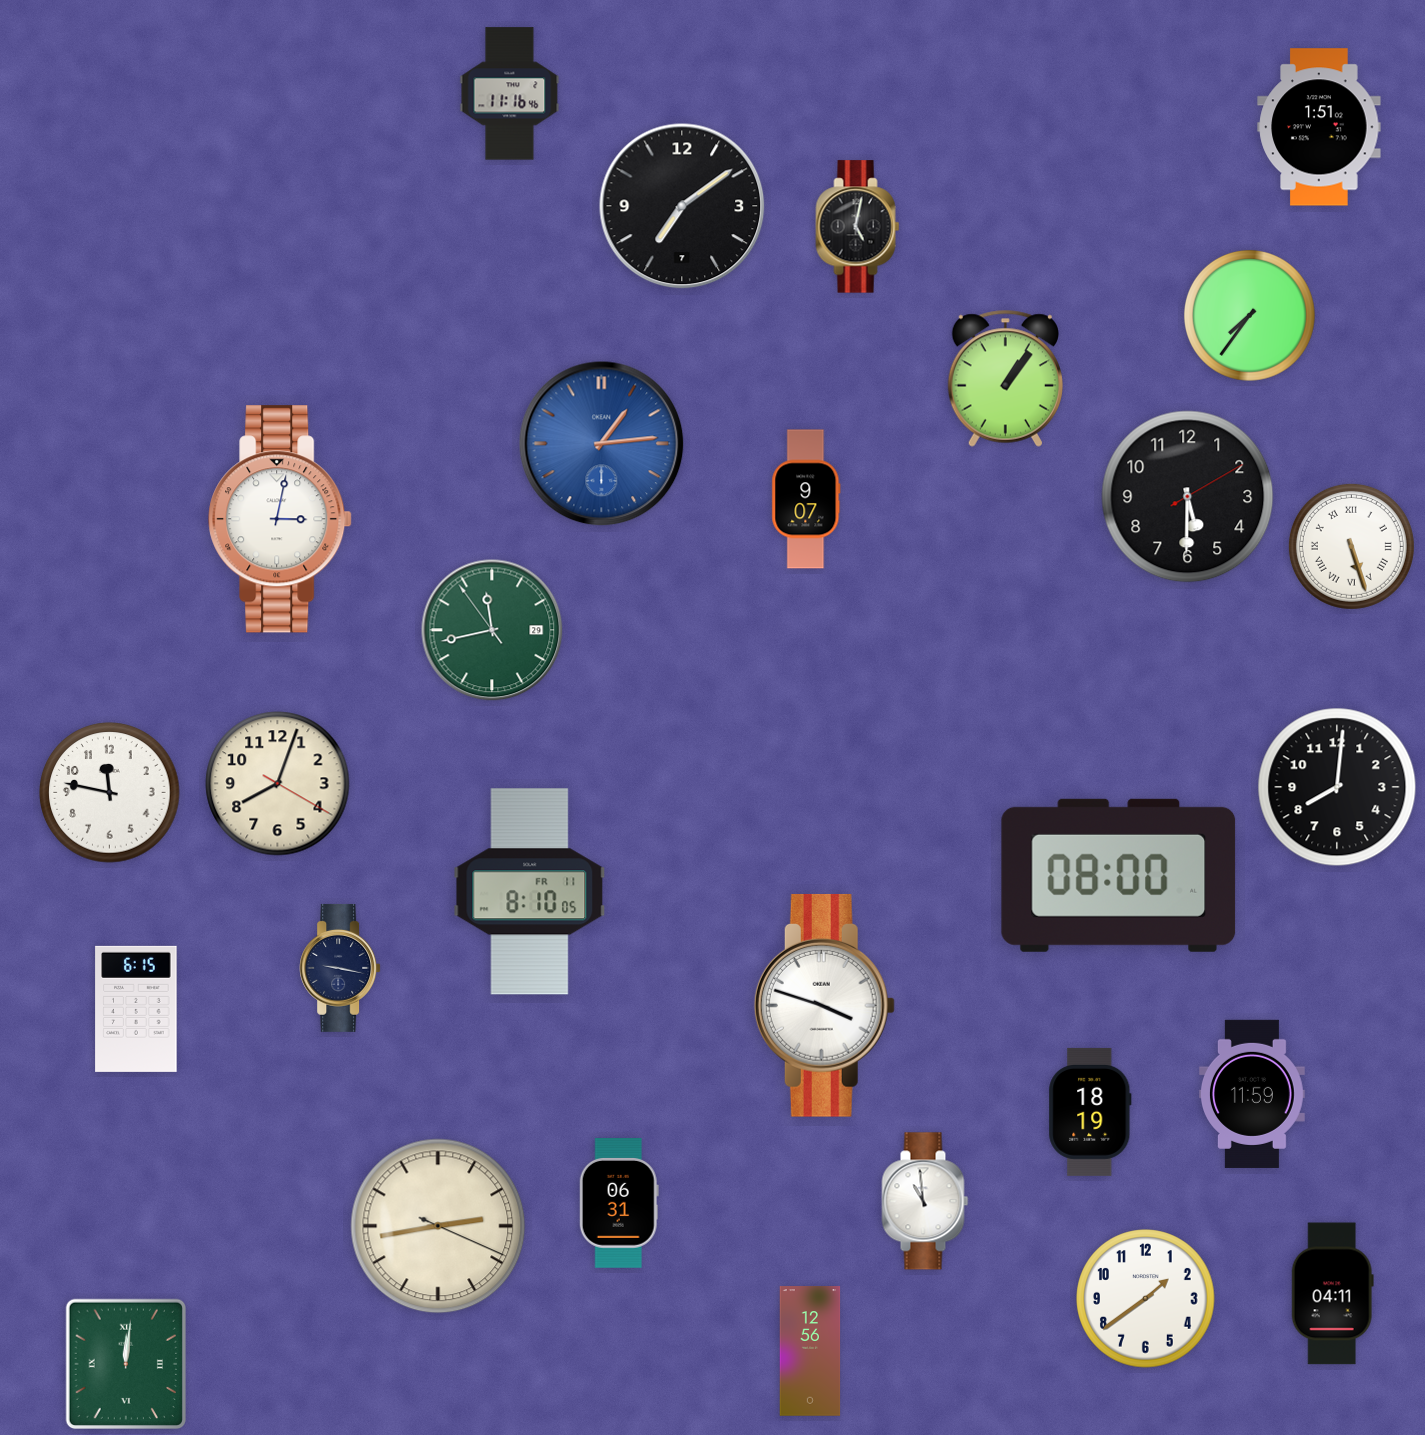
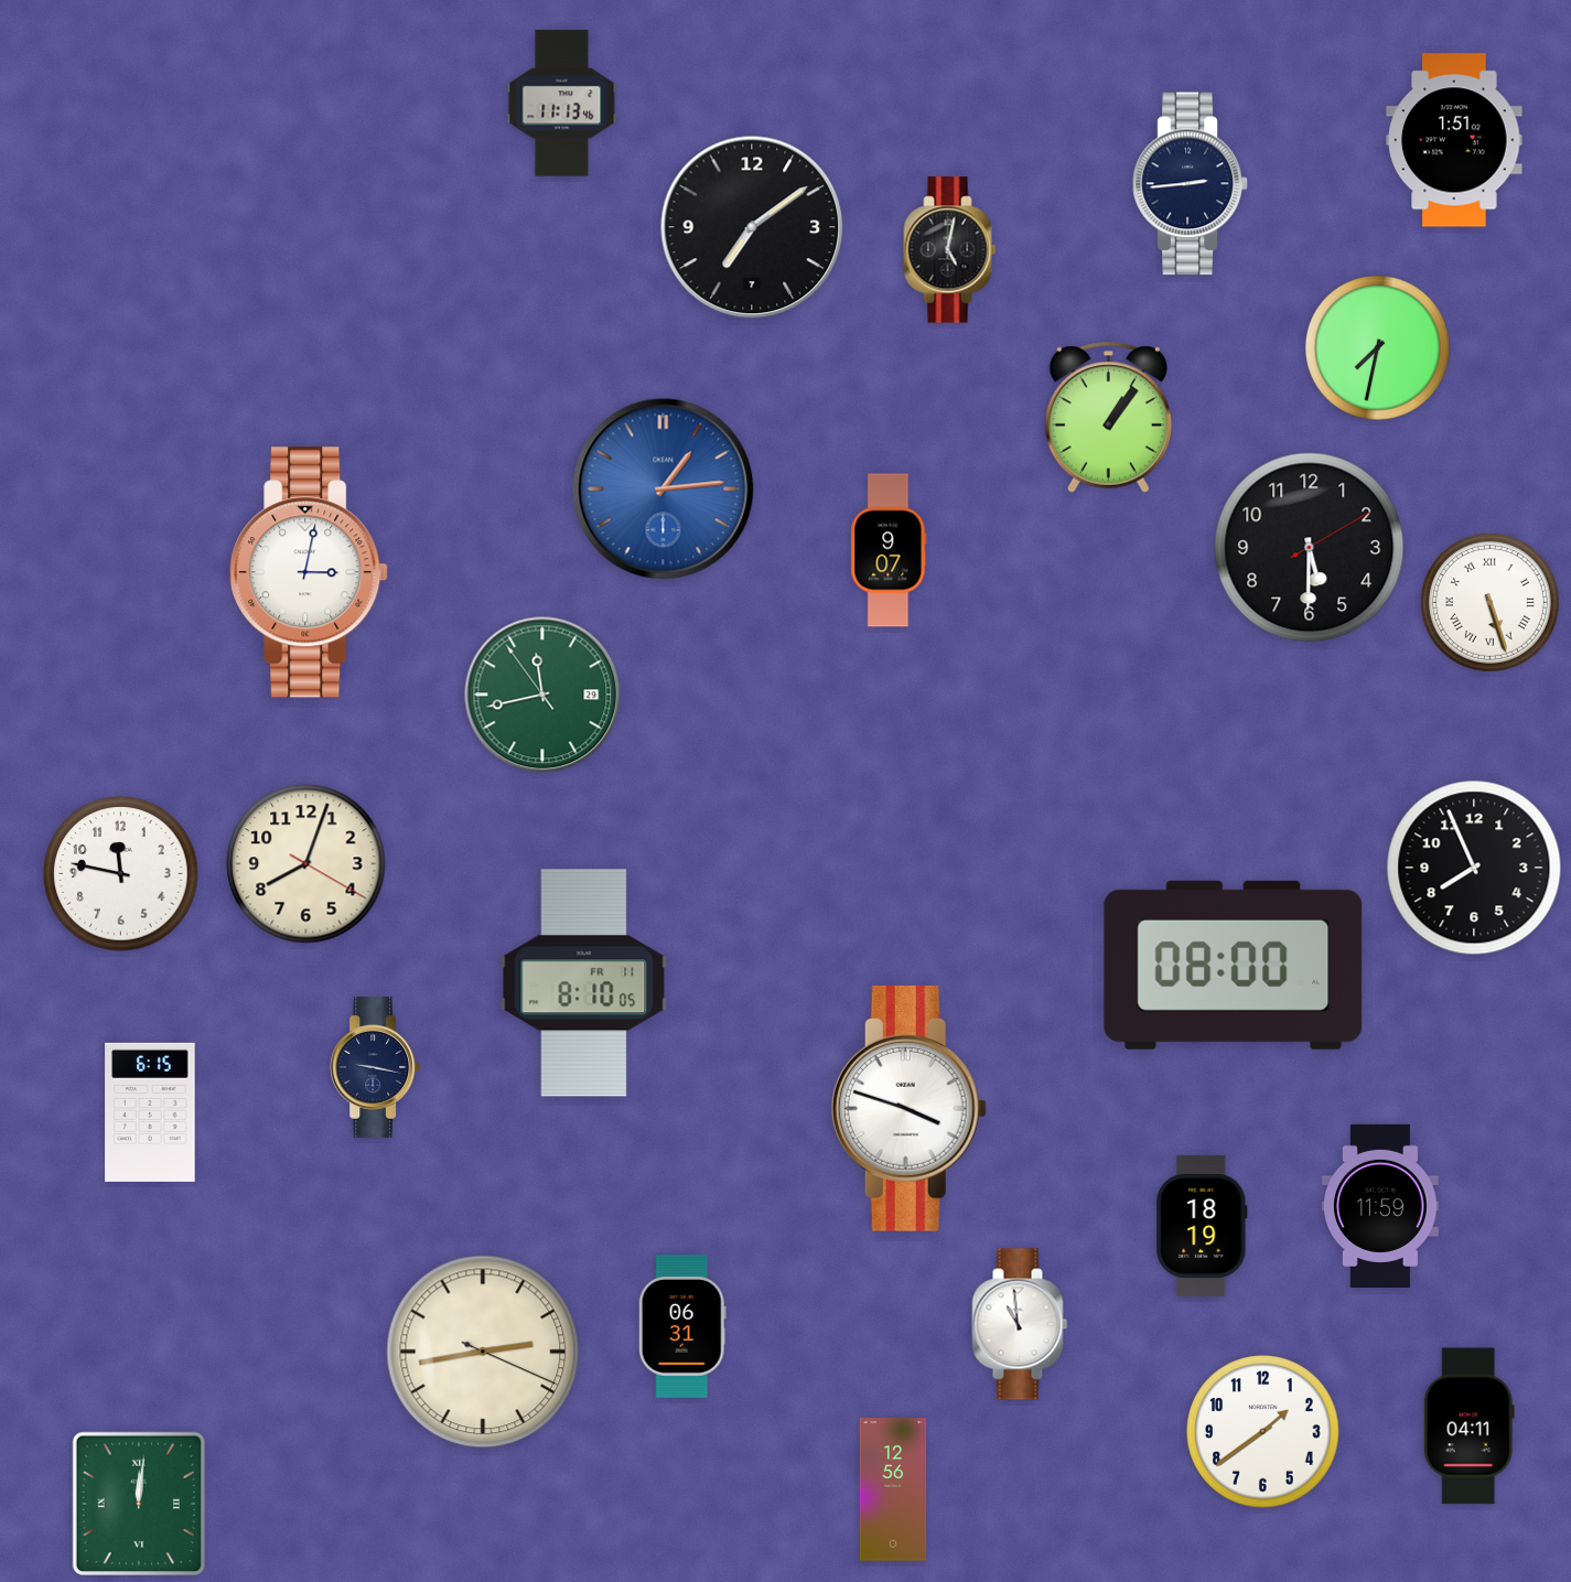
clock at (510, 94): 11:16 -> 11:13
clock at (1191, 184): none -> 2:44
clock at (858, 227) position: (858, 227) -> (950, 250)
clock at (1249, 315): 7:36 -> 7:32
clock at (1337, 787): 8:01 -> 7:56
